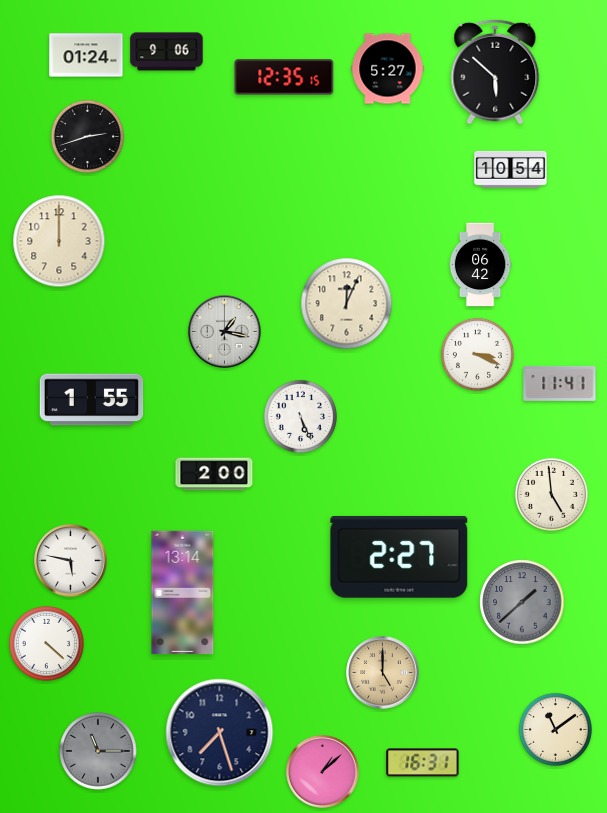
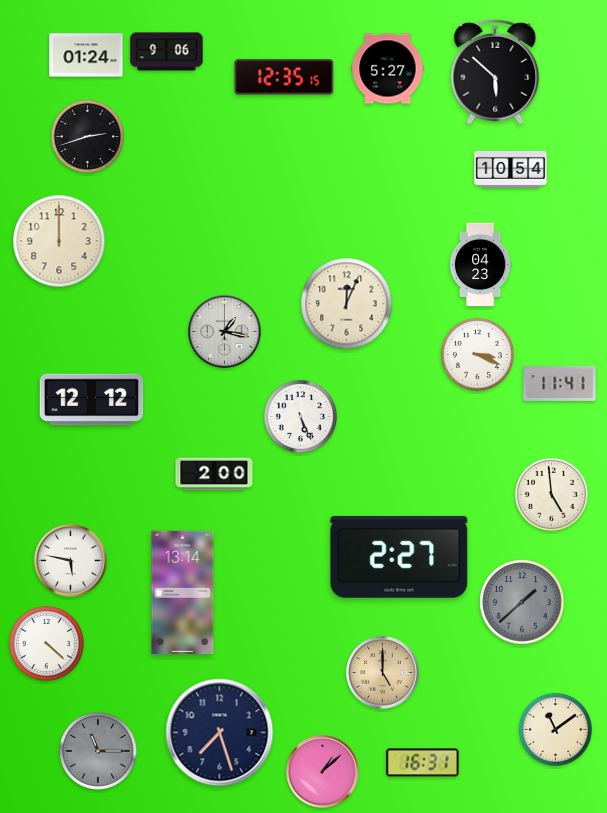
clock at (480, 265): 06:42 -> 04:23
clock at (92, 400): 1:55 -> 12:12
